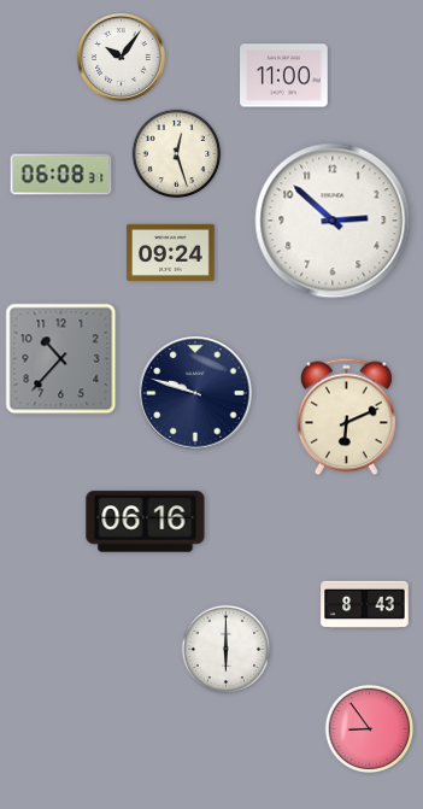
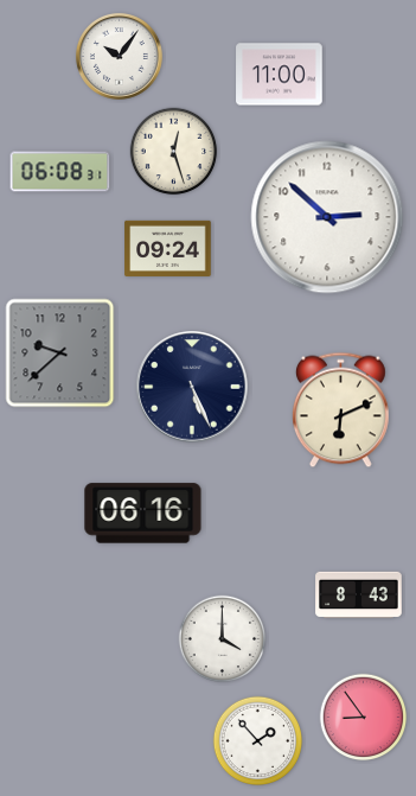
clock at (61, 359): 10:37 -> 9:38
clock at (195, 393): 9:48 -> 5:26
clock at (227, 650): 6:00 -> 4:00
clock at (257, 740): none -> 1:53
